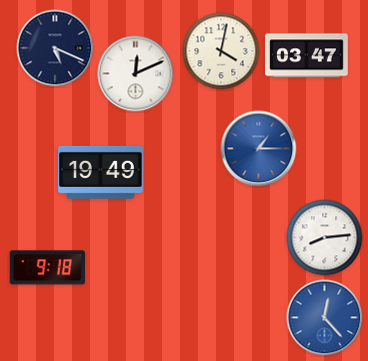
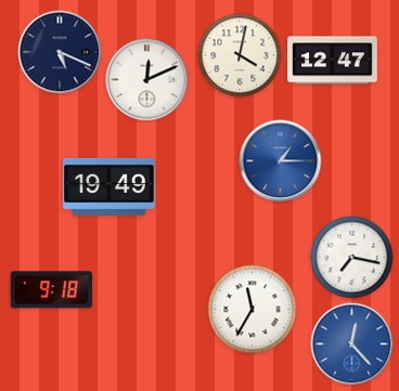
clock at (307, 56): 03:47 -> 12:47
clock at (325, 238): 8:14 -> 7:17
clock at (253, 310): none -> 11:35
